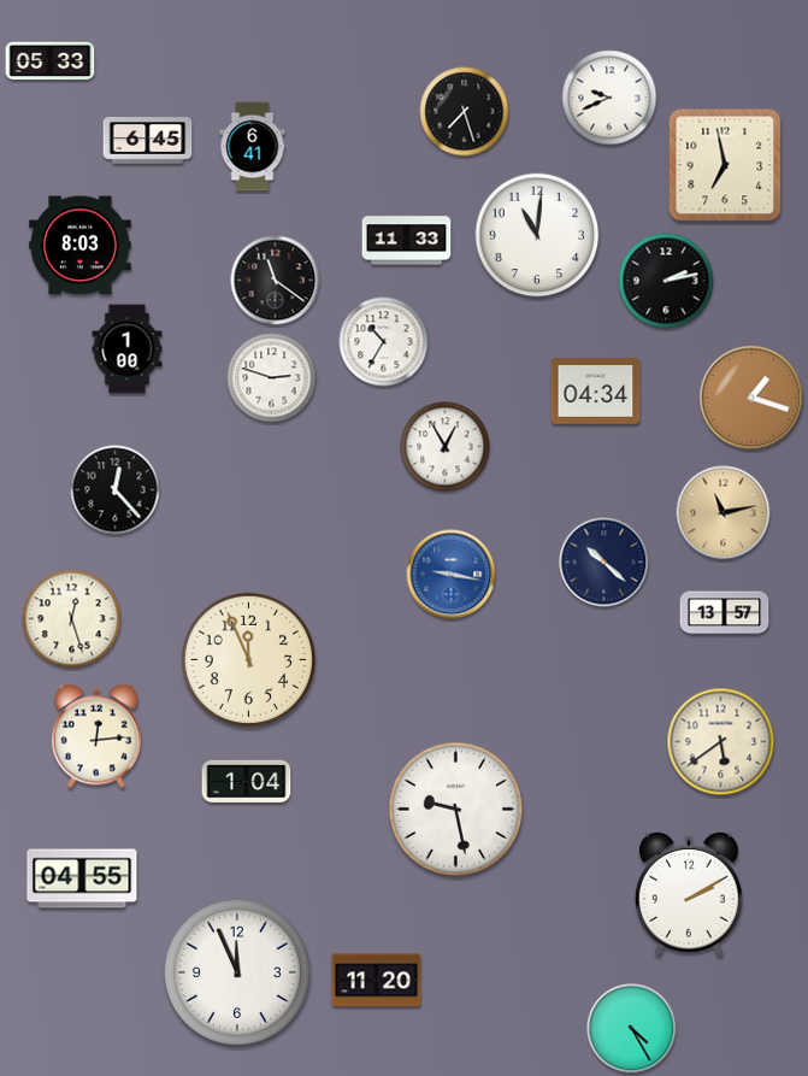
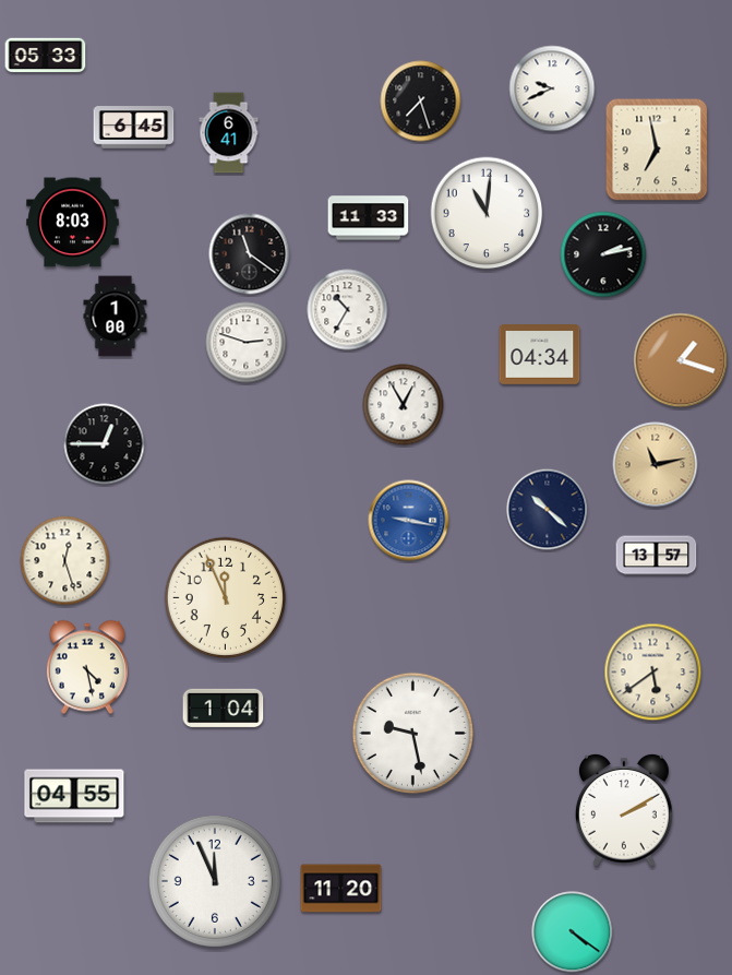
clock at (116, 490): 12:23 -> 12:45
clock at (96, 736): 12:14 -> 4:28
clock at (632, 1029): 4:25 -> 4:21
